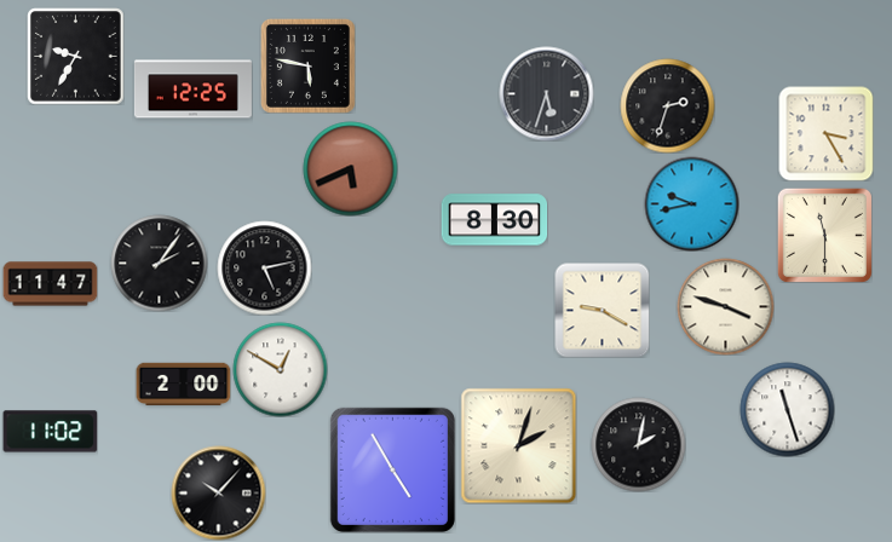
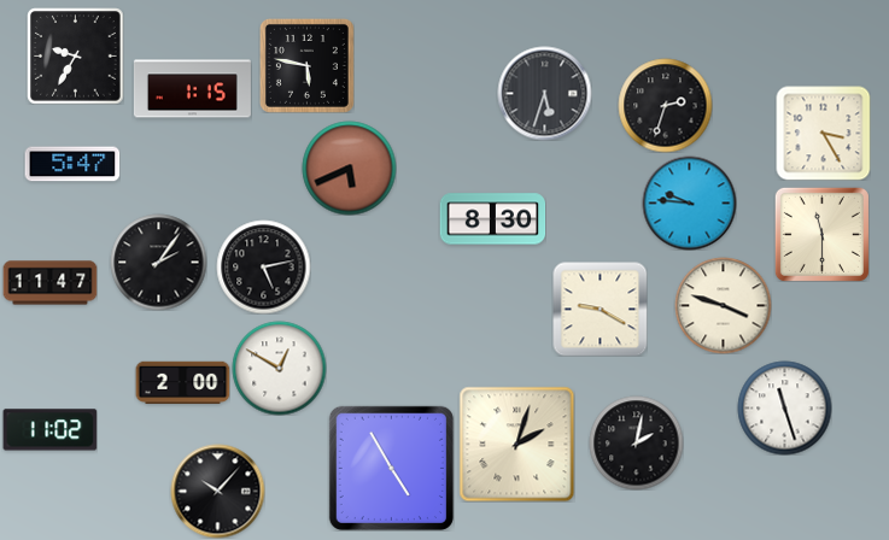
clock at (192, 90): 12:25 -> 1:15
clock at (72, 164): none -> 5:47
clock at (691, 203): 9:43 -> 9:46
